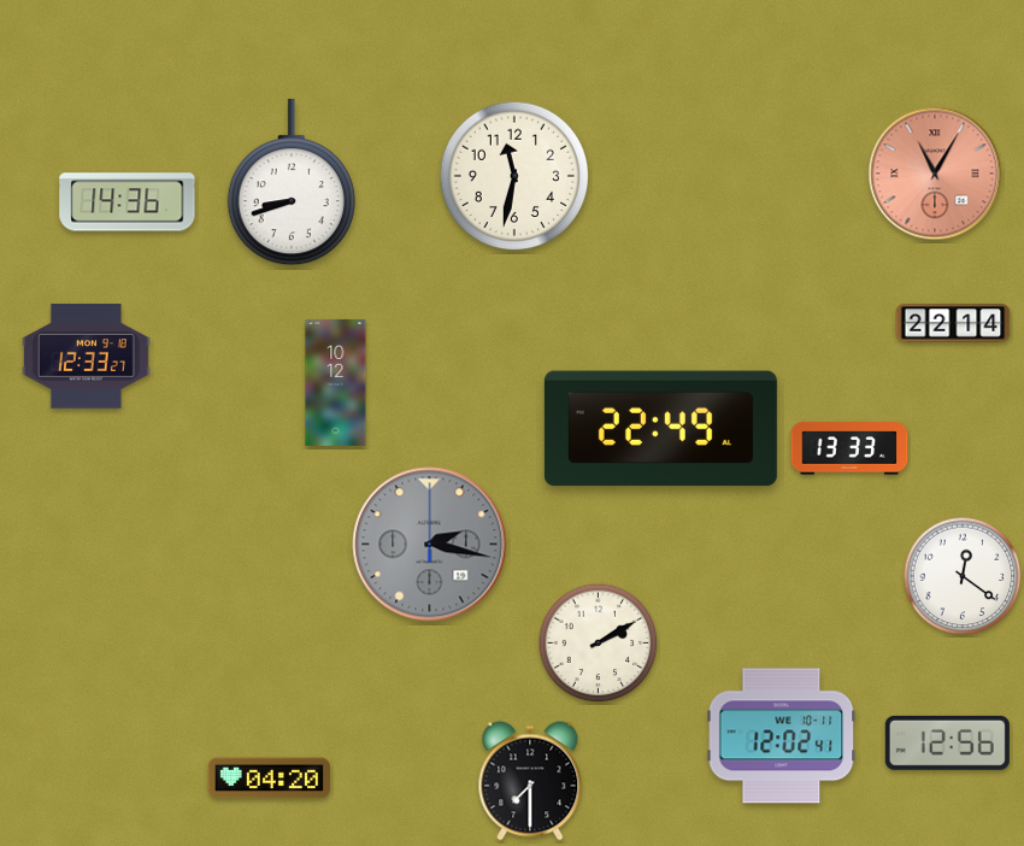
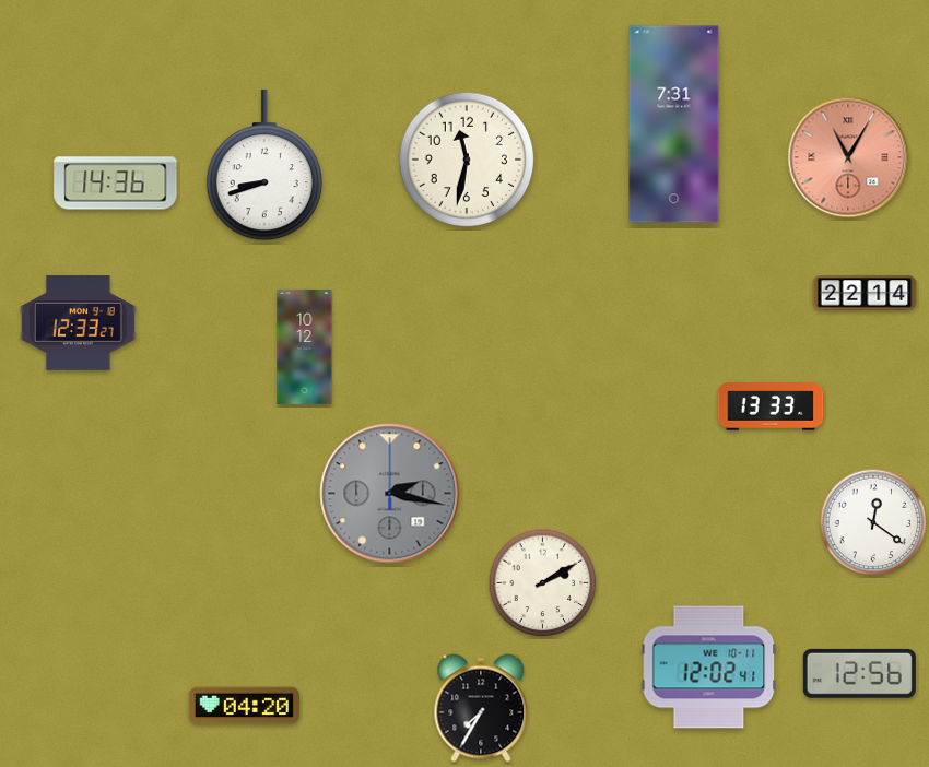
clock at (674, 125): none -> 7:31
clock at (660, 429): 22:49 -> none
clock at (530, 781): 7:30 -> 7:35
